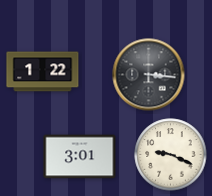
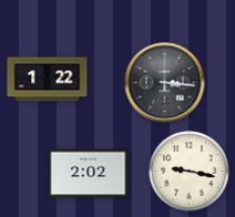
clock at (171, 155): 9:19 -> 9:17
clock at (80, 157): 3:01 -> 2:02
